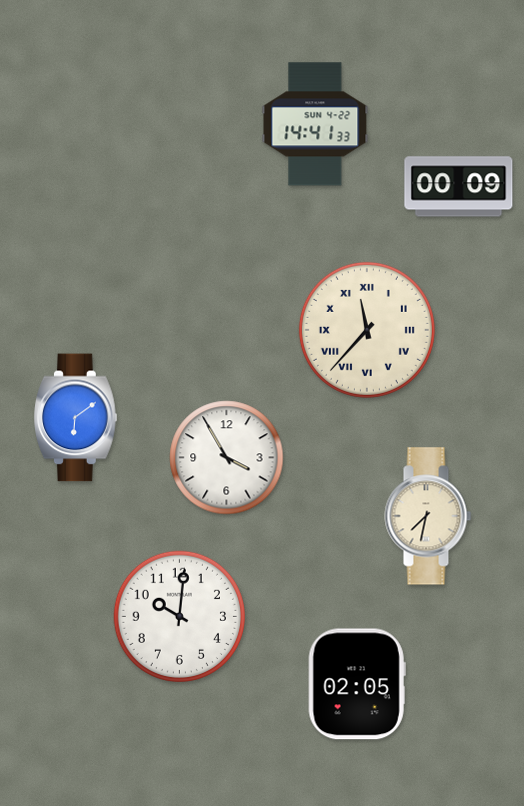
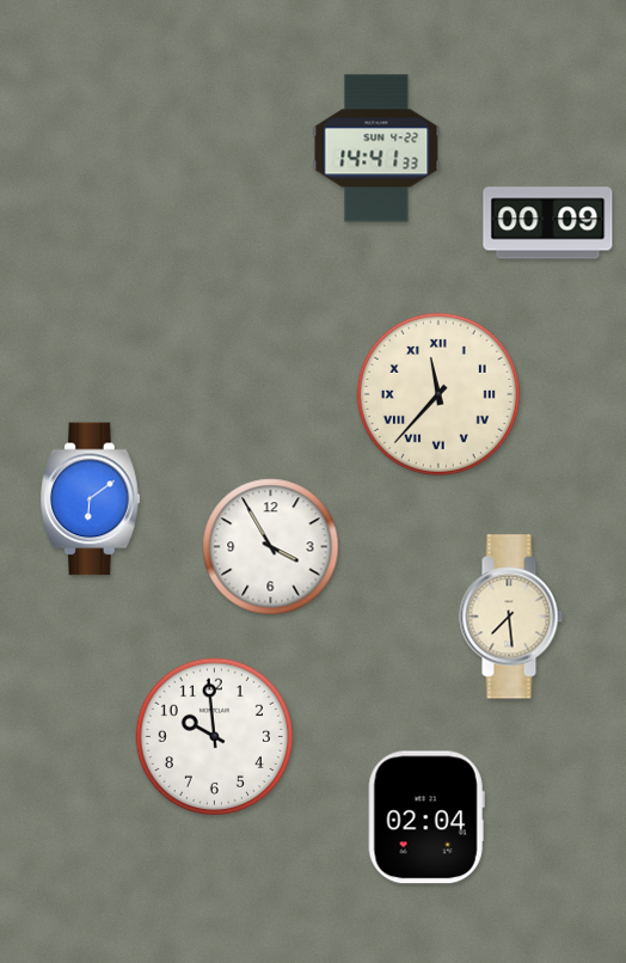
clock at (428, 516): 7:32 -> 7:29
clock at (179, 616): 10:01 -> 9:59
clock at (357, 684): 02:05 -> 02:04
